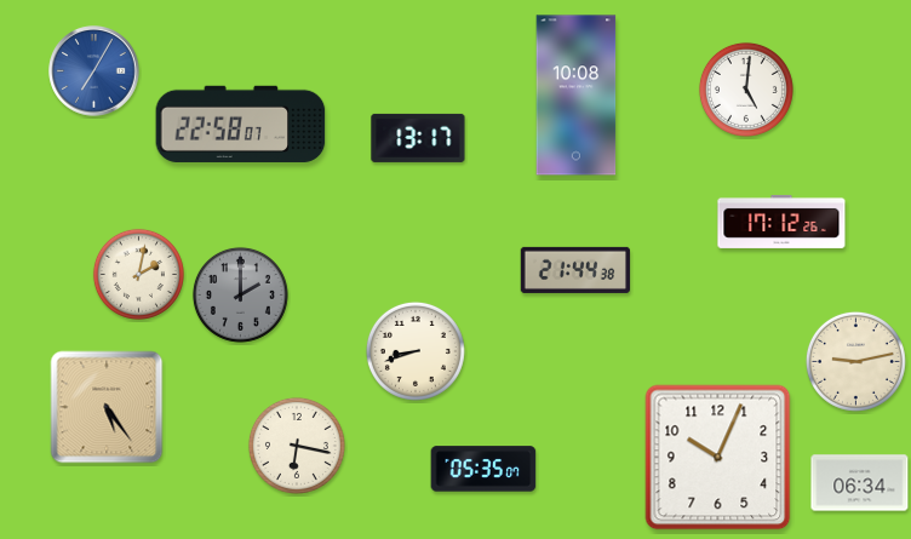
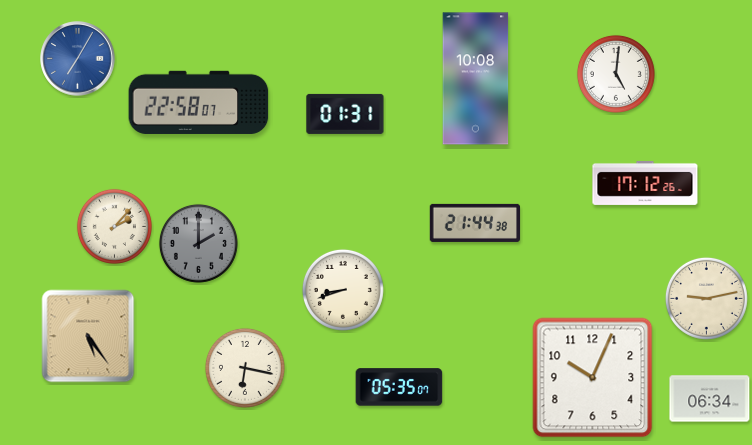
clock at (418, 138): 13:17 -> 01:31
clock at (138, 274): 2:02 -> 2:07
